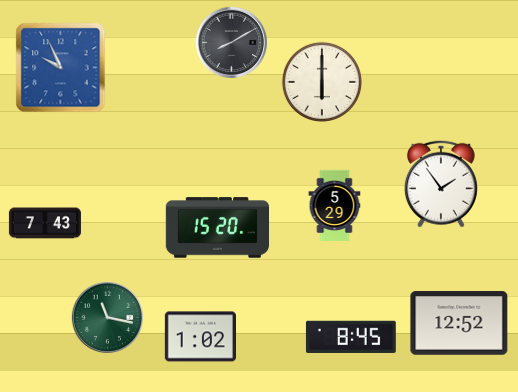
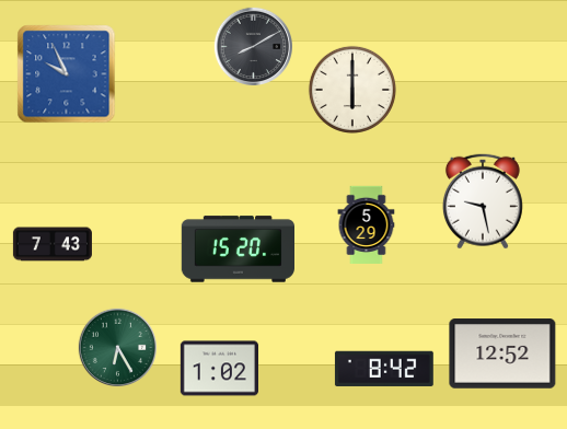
clock at (441, 184): 1:54 -> 9:28
clock at (45, 223) position: (45, 223) -> (53, 244)
clock at (107, 317): 11:17 -> 6:25
clock at (351, 336): 8:45 -> 8:42
